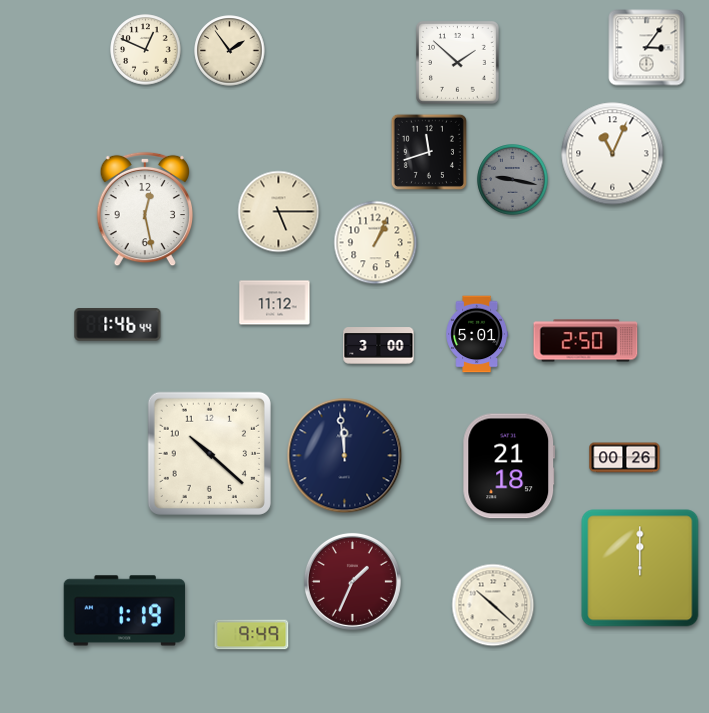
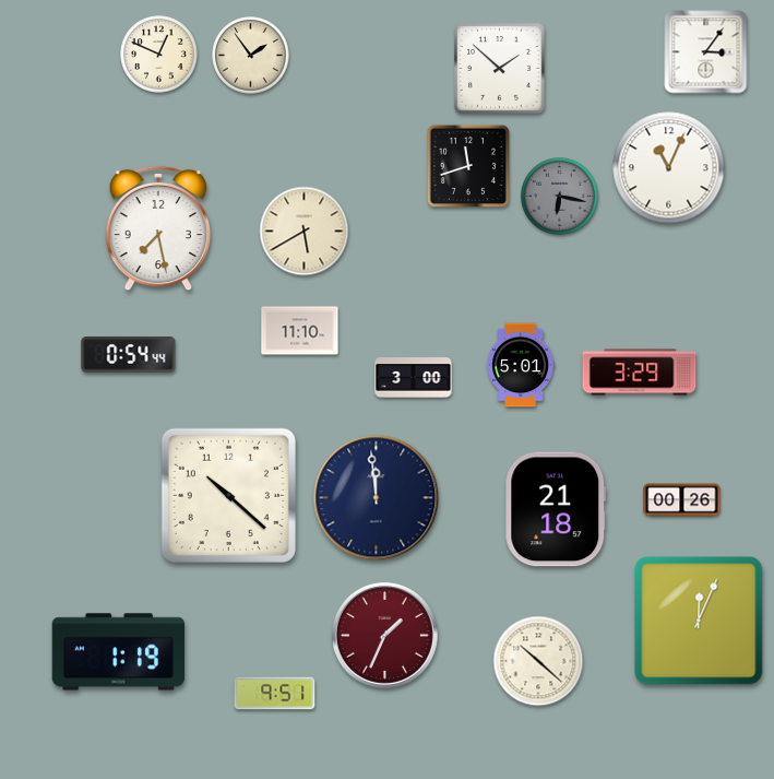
clock at (513, 180): 9:17 -> 6:17
clock at (144, 209): 12:28 -> 7:28
clock at (279, 212): 5:15 -> 5:40
clock at (376, 243): 1:04 -> none
clock at (275, 303): 11:12 -> 11:10
clock at (118, 325): 1:46 -> 0:54
clock at (586, 341): 2:50 -> 3:29
clock at (640, 568): 12:00 -> 12:04
clock at (125, 611) position: (125, 611) -> (119, 652)
clock at (252, 635): 9:49 -> 9:51
